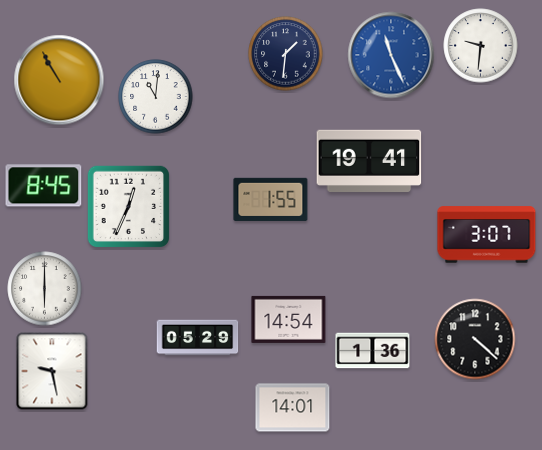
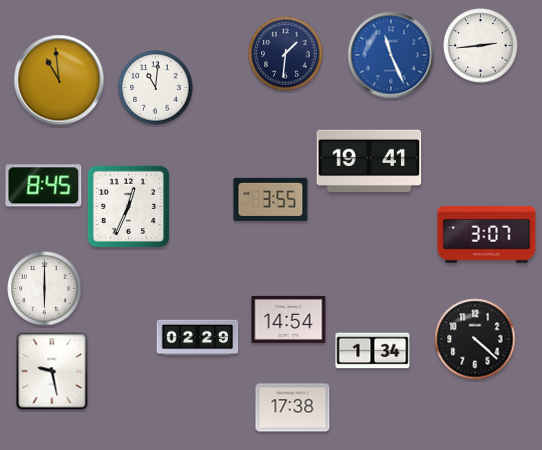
clock at (481, 46): 9:31 -> 2:44
clock at (59, 80): 10:55 -> 10:59
clock at (156, 97) position: (156, 97) -> (156, 88)
clock at (271, 199): 1:55 -> 3:55
clock at (198, 338): 05:29 -> 02:29
clock at (373, 351): 1:36 -> 1:34
clock at (293, 408): 14:01 -> 17:38
